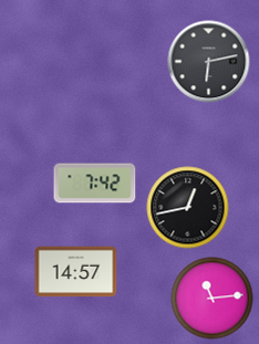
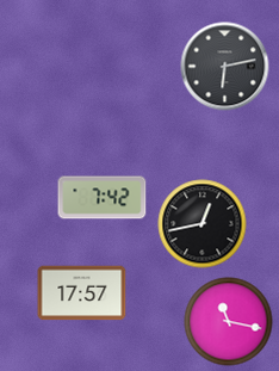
clock at (76, 272): 14:57 -> 17:57
clock at (213, 299): 11:14 -> 11:17
